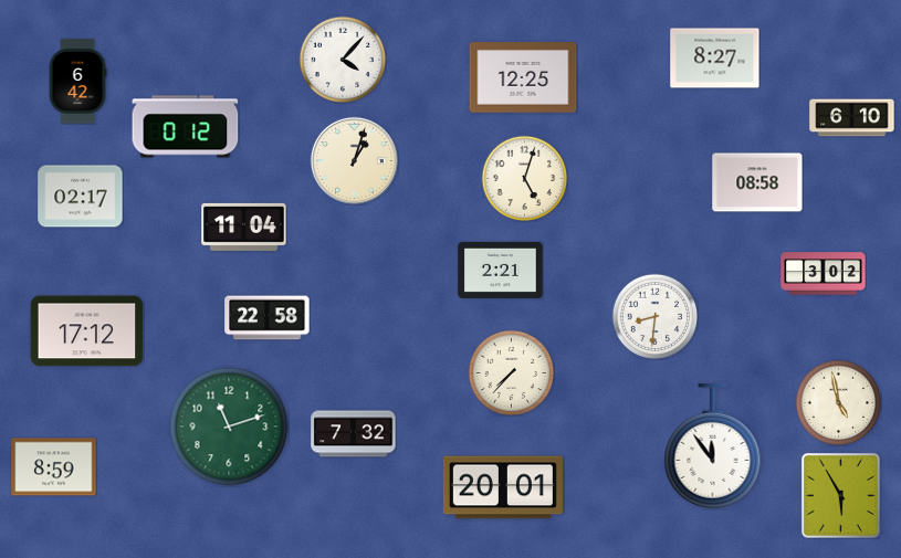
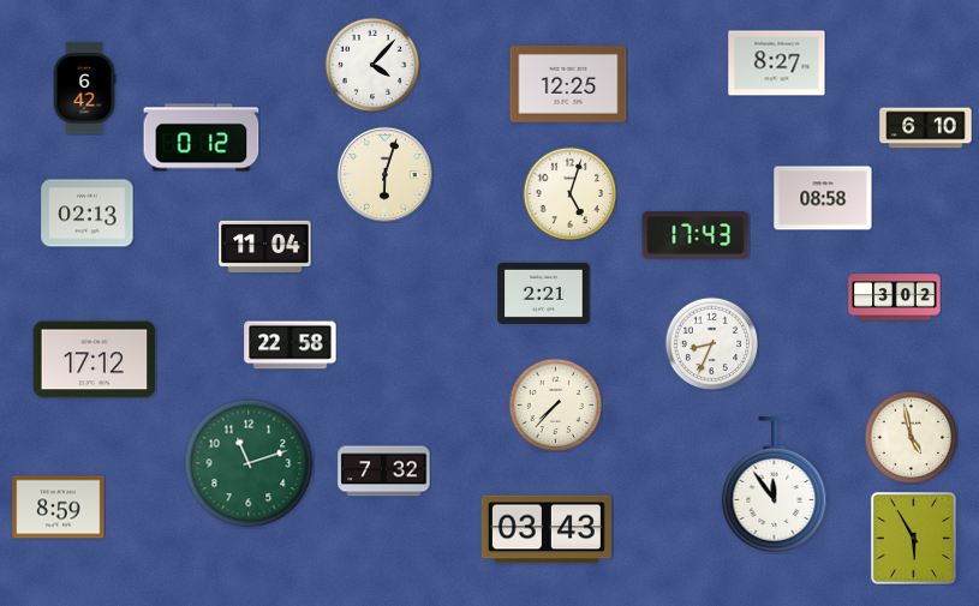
clock at (354, 160): 1:03 -> 6:03
clock at (81, 197): 02:17 -> 02:13
clock at (696, 235): none -> 17:43
clock at (654, 316): 8:31 -> 8:34
clock at (503, 487): 20:01 -> 03:43
